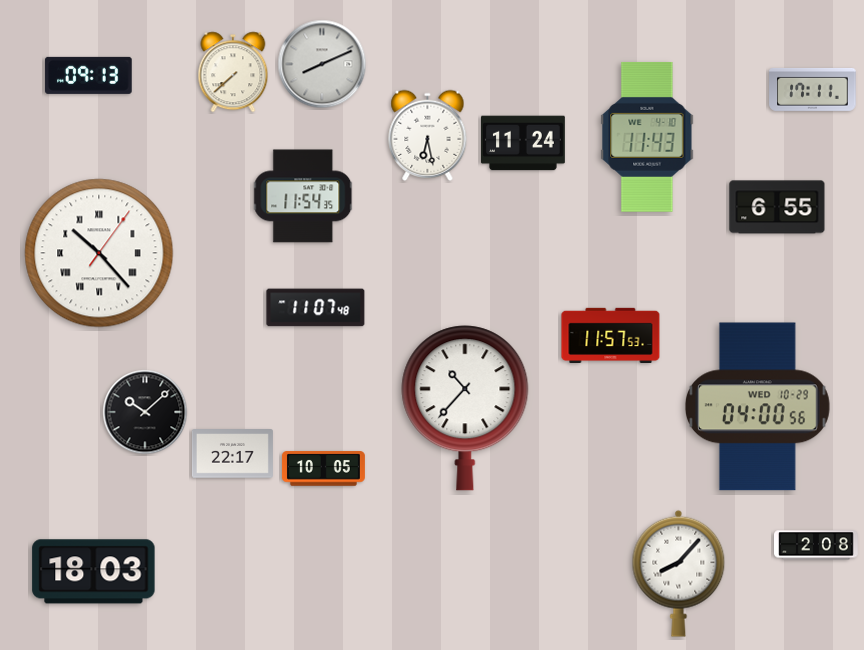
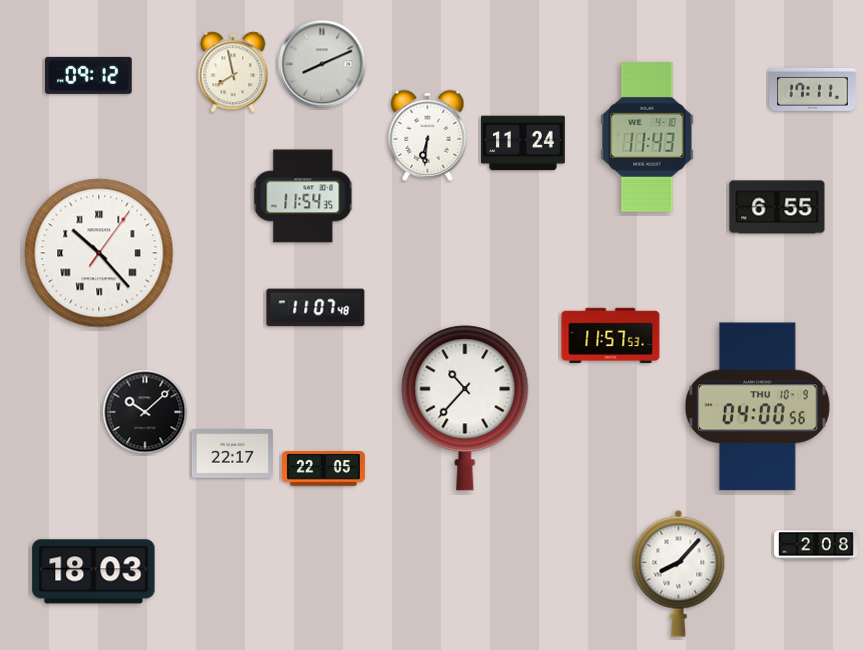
clock at (233, 72): 7:38 -> 7:58
clock at (89, 75): 09:13 -> 09:12
clock at (428, 135): 6:28 -> 6:31
clock at (757, 407) date: WED 10-29 -> THU 10-9
clock at (323, 469): 10:05 -> 22:05
